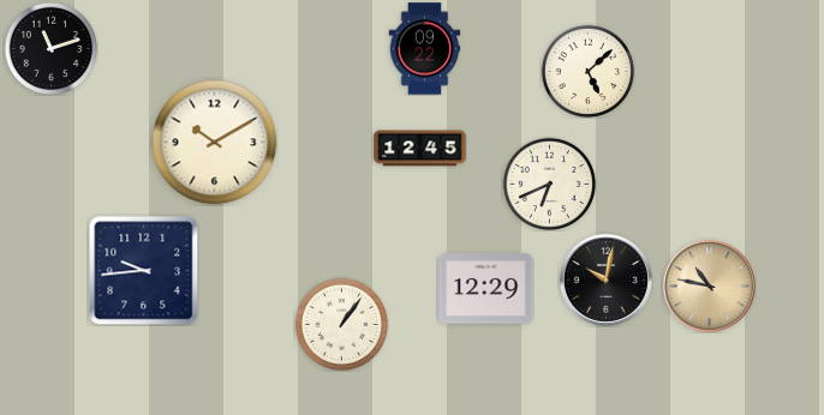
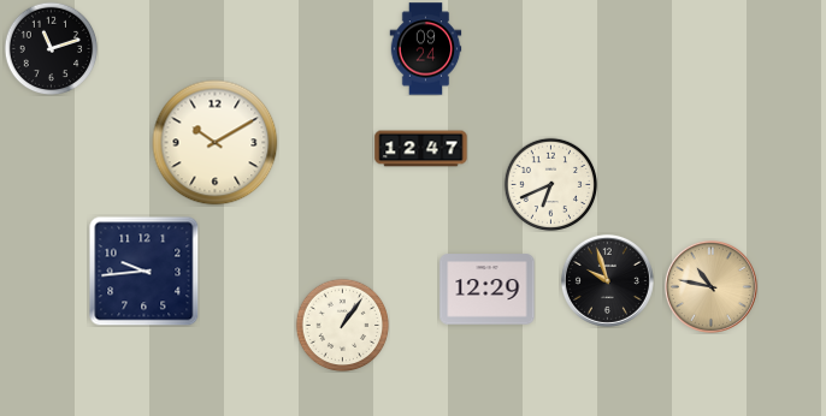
clock at (425, 49): 09:22 -> 09:24
clock at (587, 71): 5:08 -> none
clock at (420, 149): 12:45 -> 12:47
clock at (605, 279): 10:02 -> 9:57
